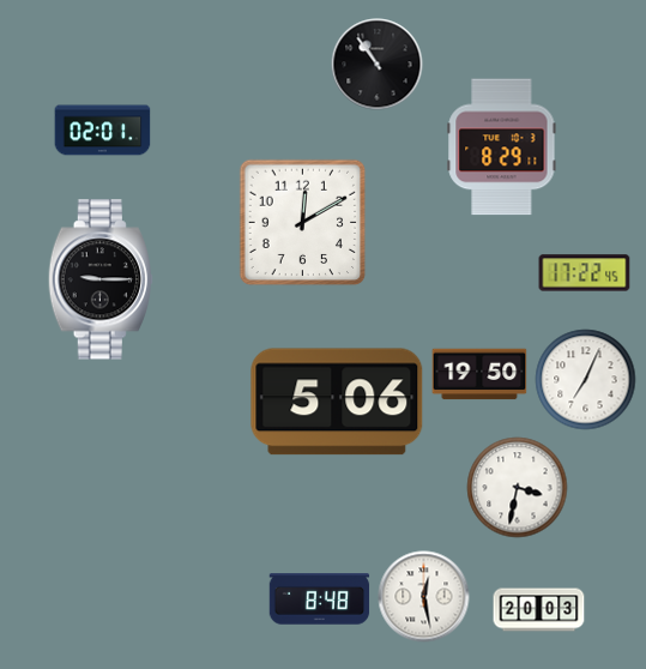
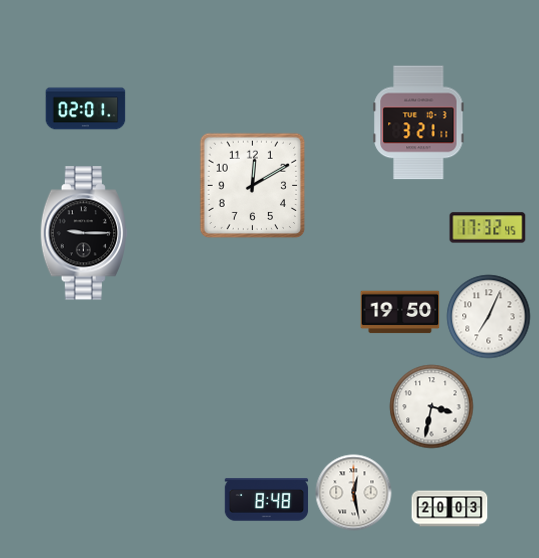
clock at (378, 65): 10:54 -> none
clock at (502, 147): 8:29 -> 3:21
clock at (585, 273): 17:22 -> 17:32
clock at (337, 402): 5:06 -> none
clock at (424, 597) position: (424, 597) -> (354, 493)
